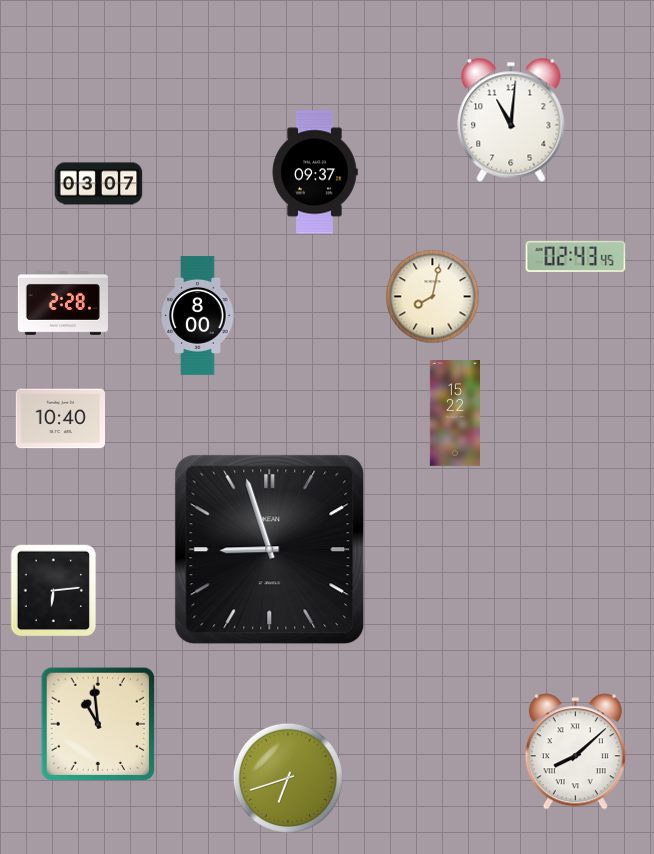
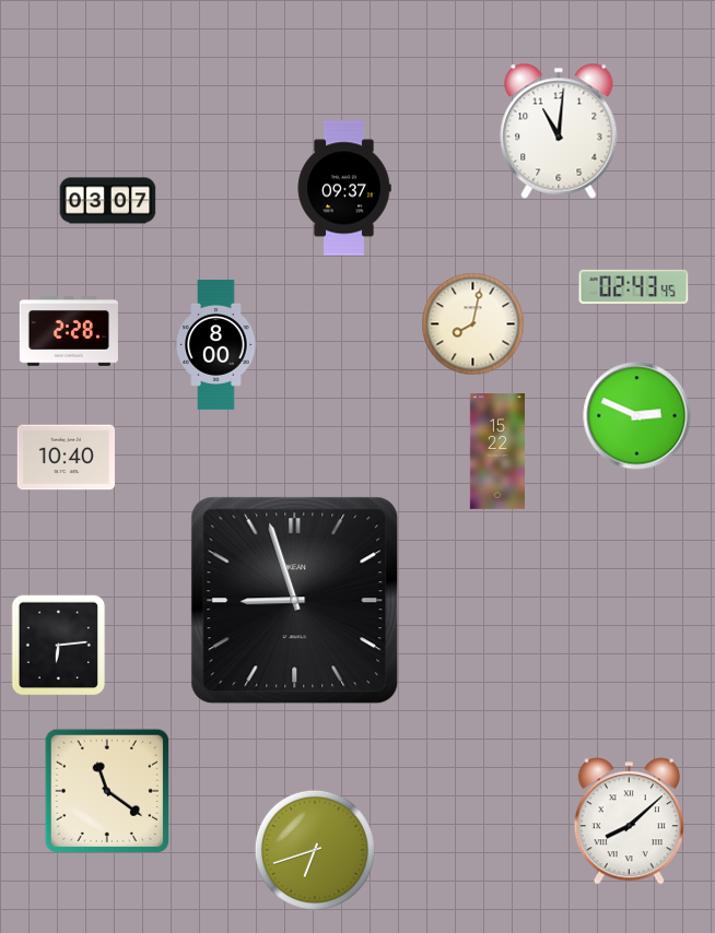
clock at (576, 256) position: (576, 256) -> (634, 286)
clock at (637, 416): none -> 2:49
clock at (97, 723): 10:59 -> 11:21
